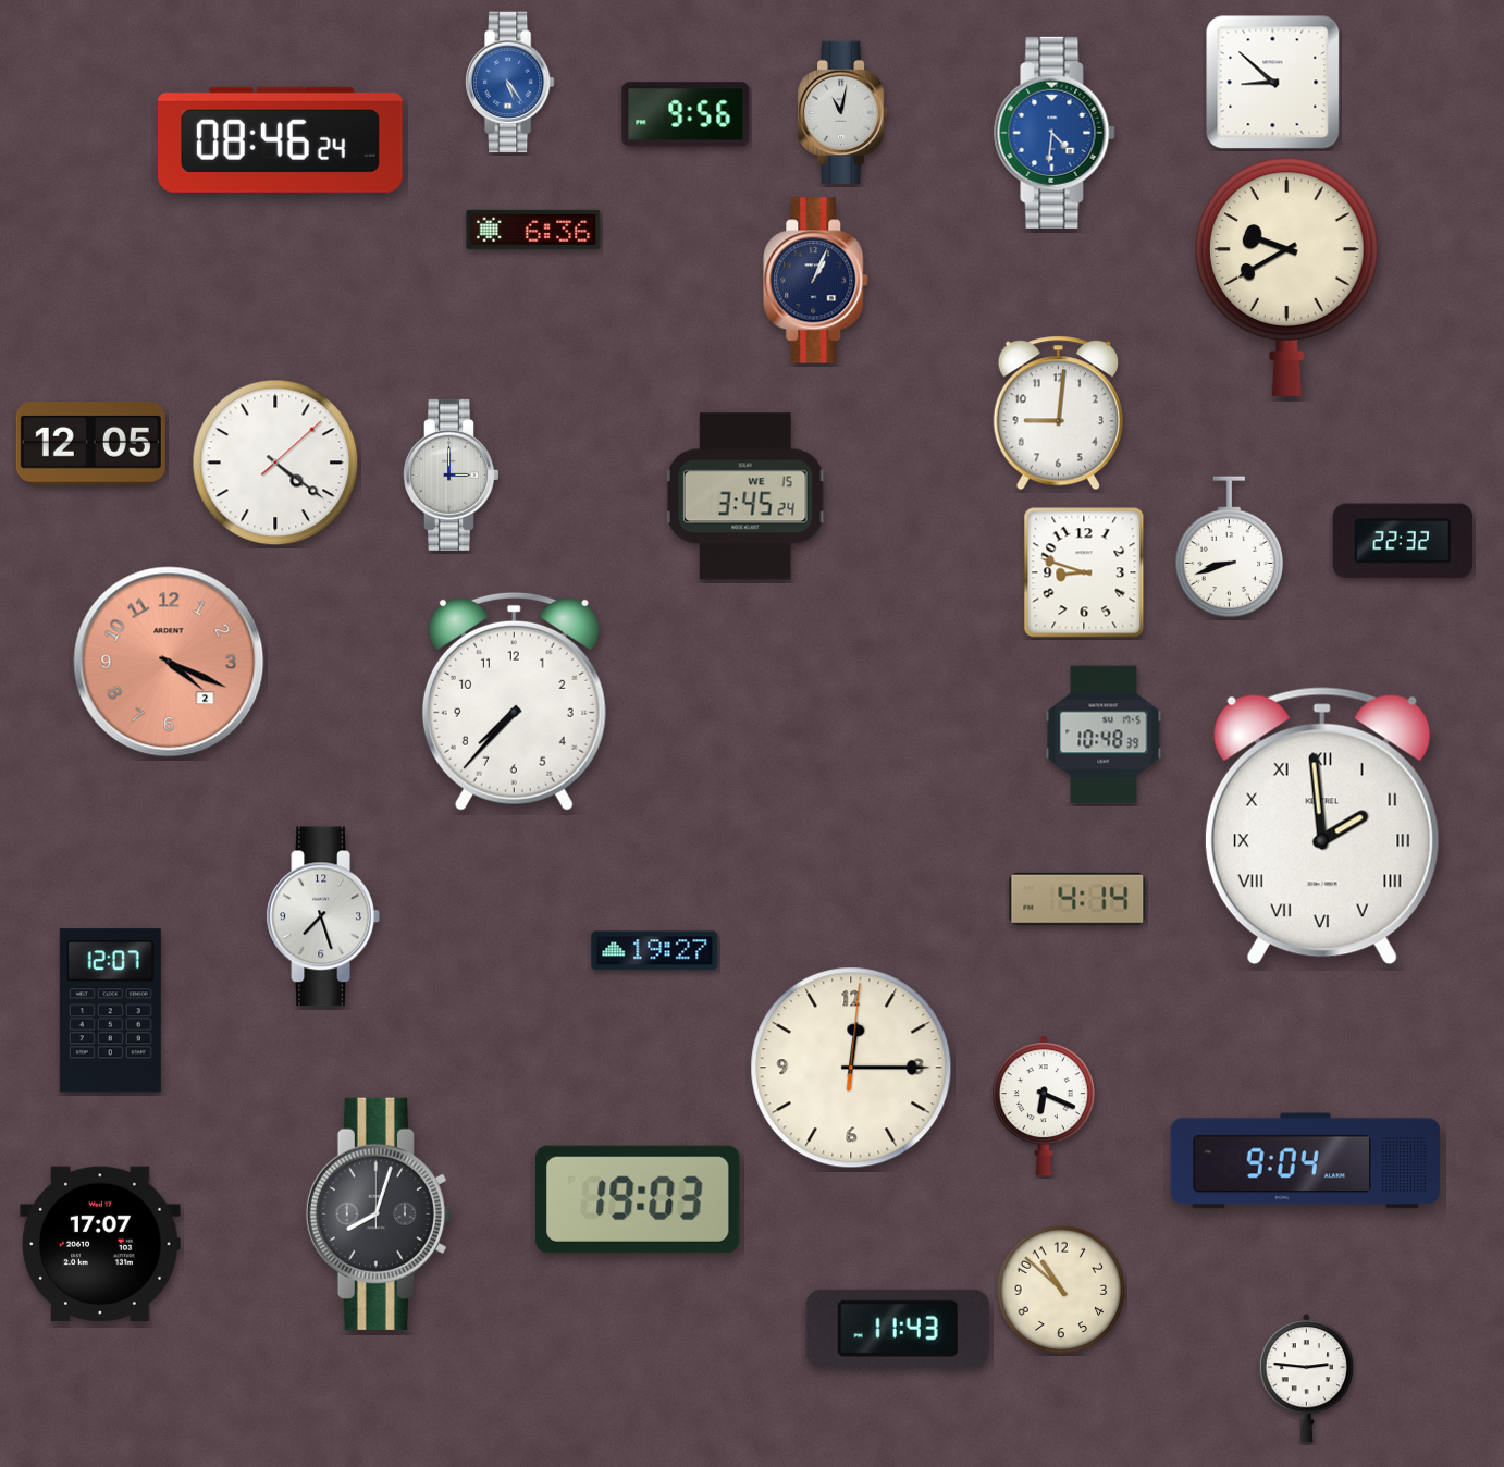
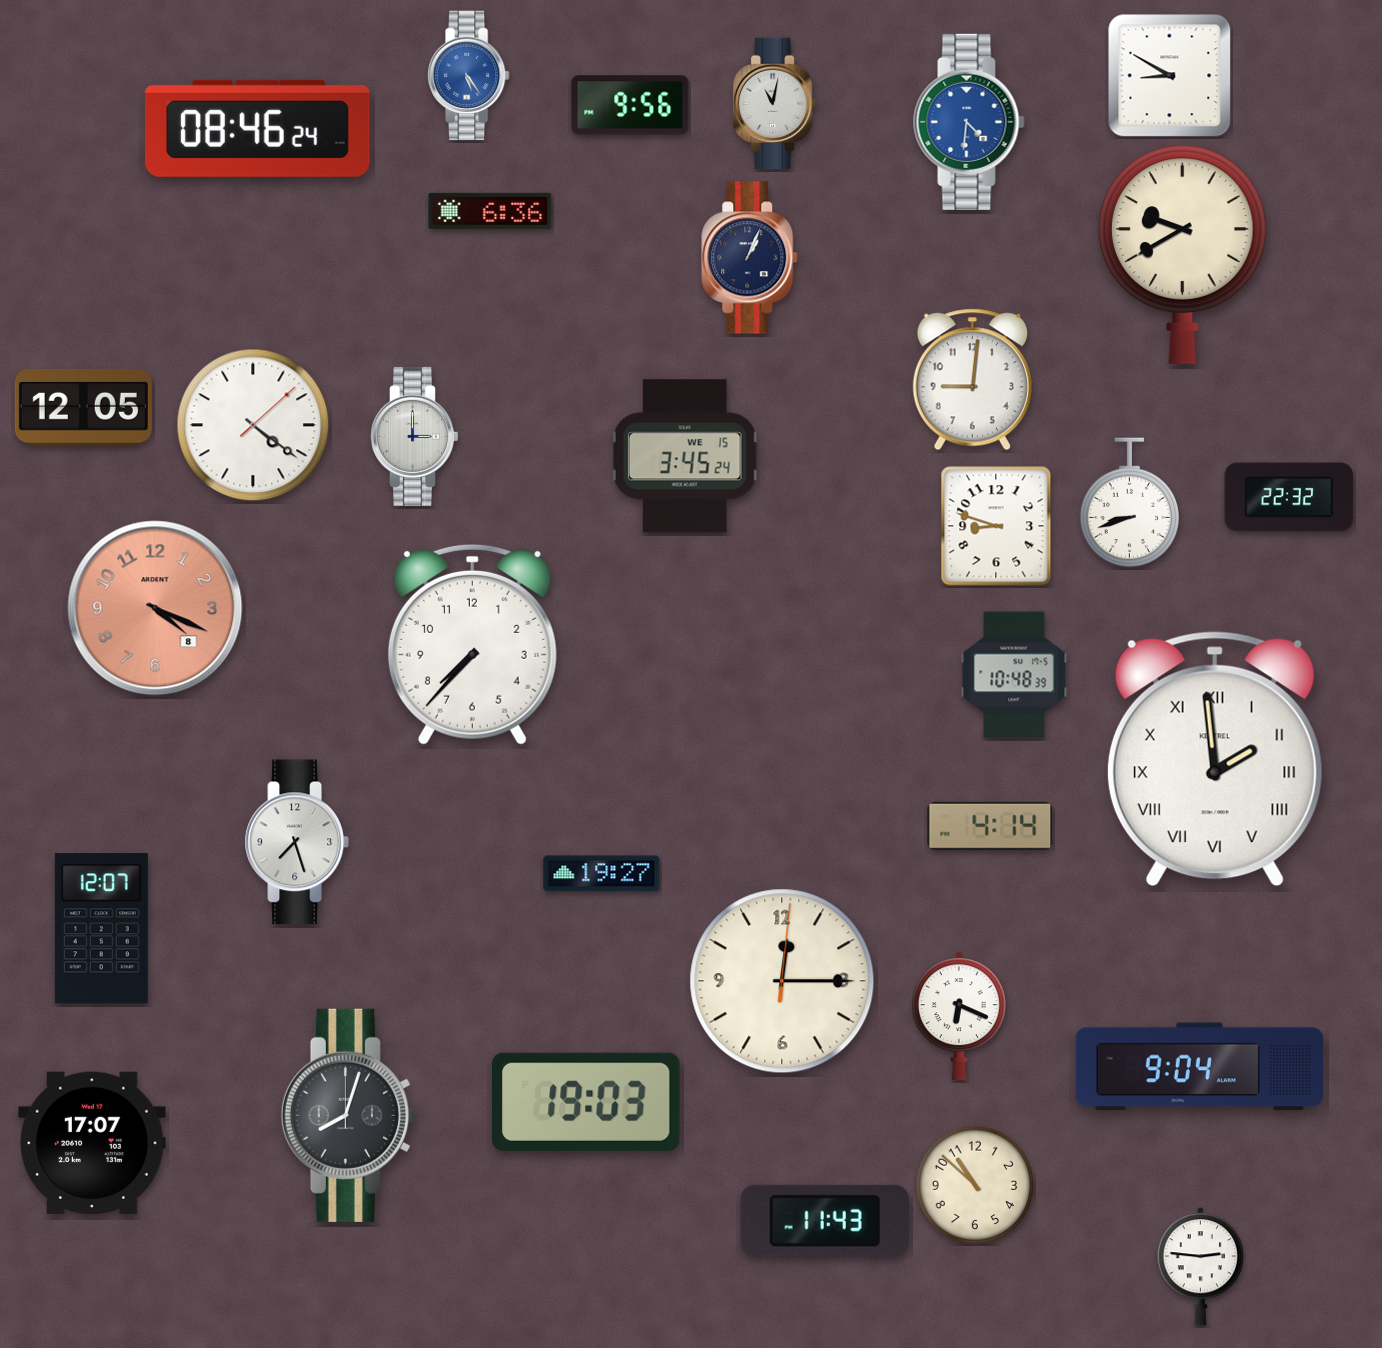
clock at (1273, 83): 8:52 -> 8:50
clock at (169, 662) date: 2 -> 8
